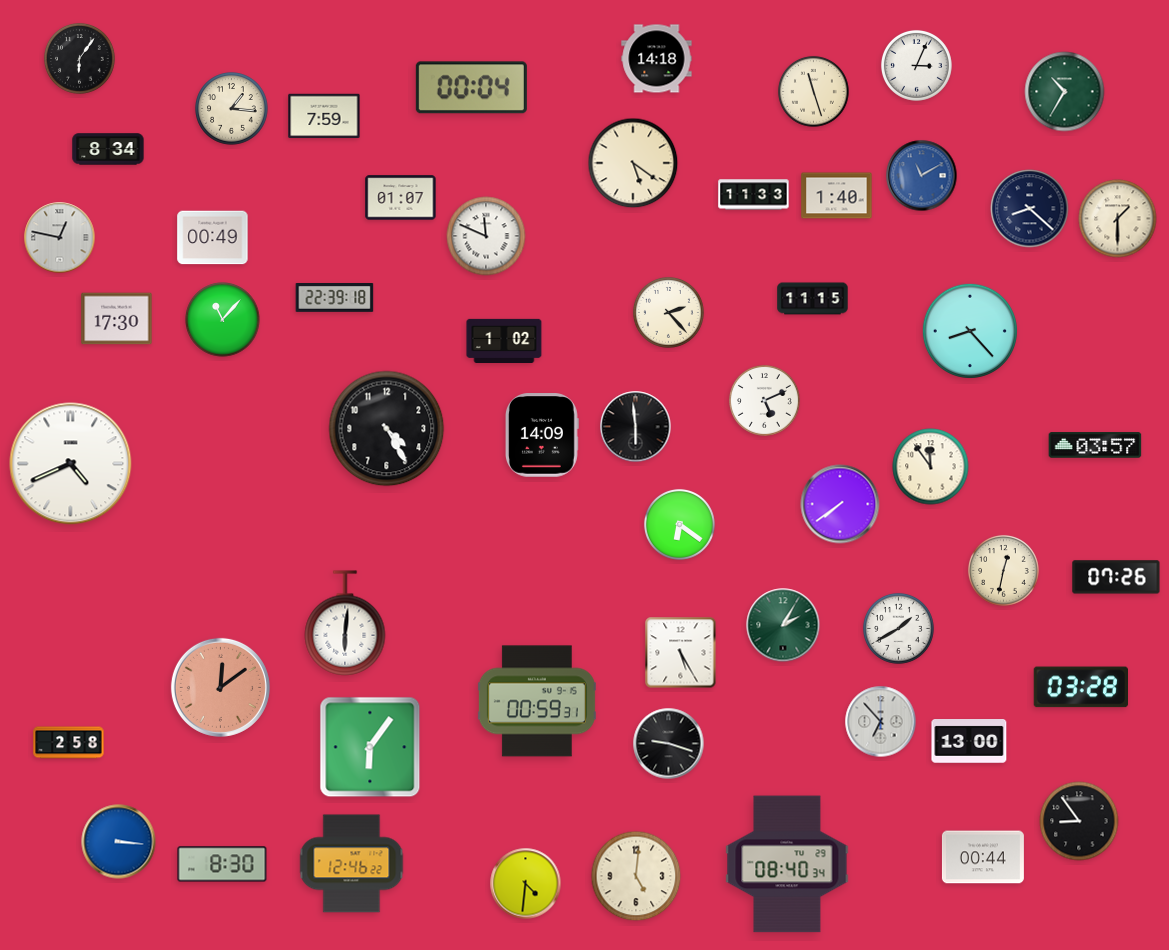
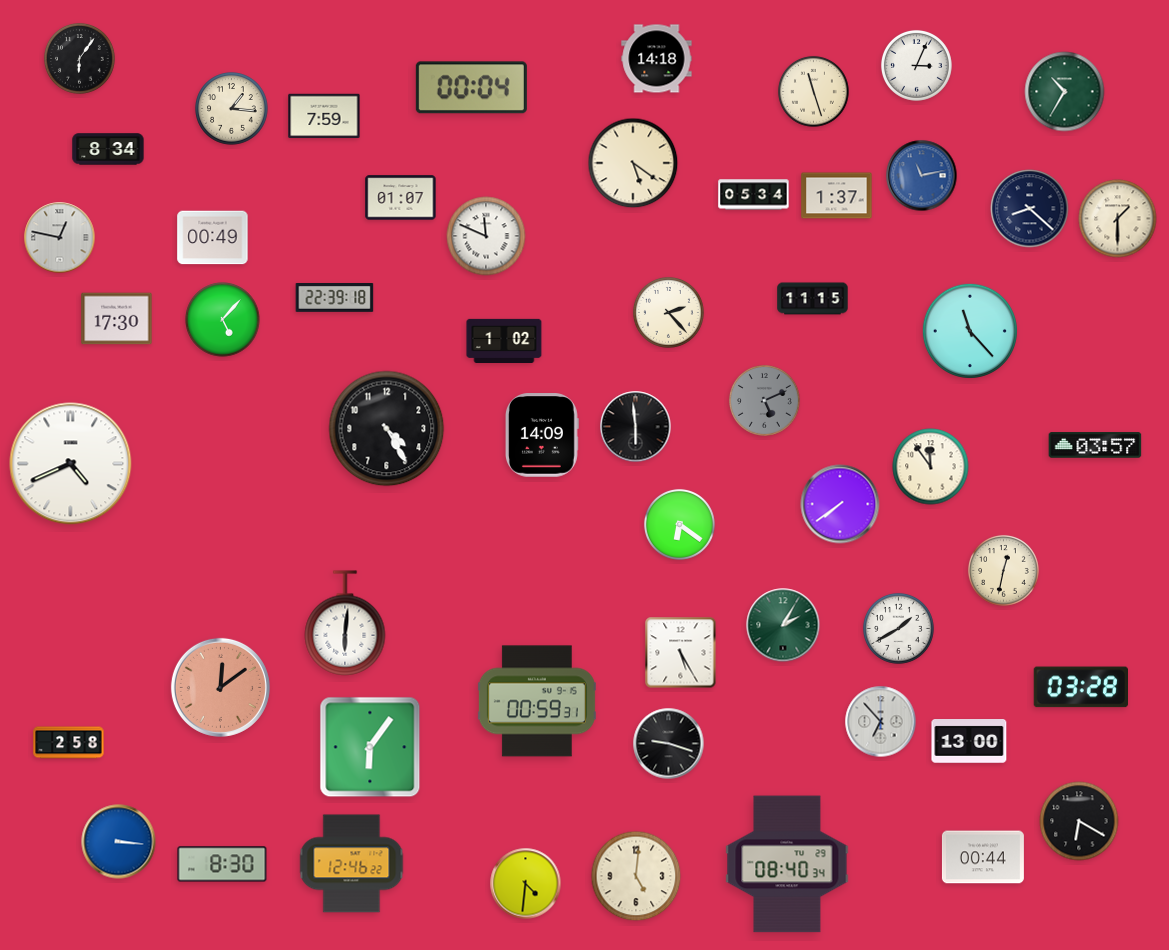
clock at (922, 176): 11:10 -> 11:13
clock at (754, 195): 11:33 -> 05:34
clock at (837, 196): 1:40 -> 1:37
clock at (223, 320): 11:07 -> 5:07
clock at (970, 331): 8:23 -> 11:23
clock at (765, 401) dial: white -> grey
clock at (1116, 577): 07:26 -> none
clock at (1079, 821): 8:54 -> 6:20
